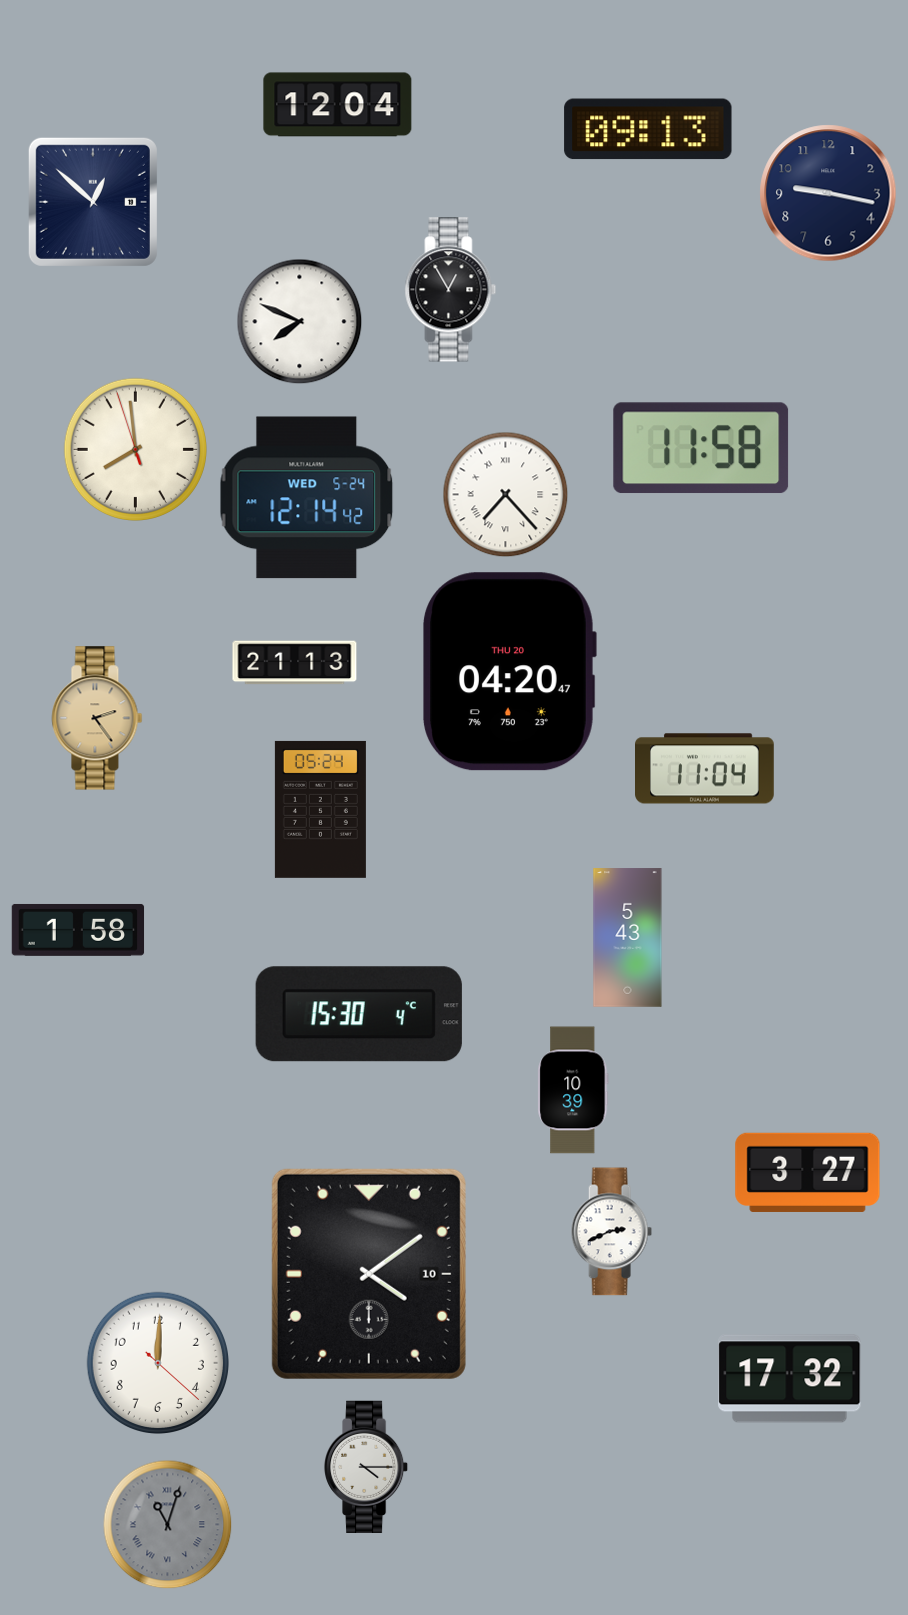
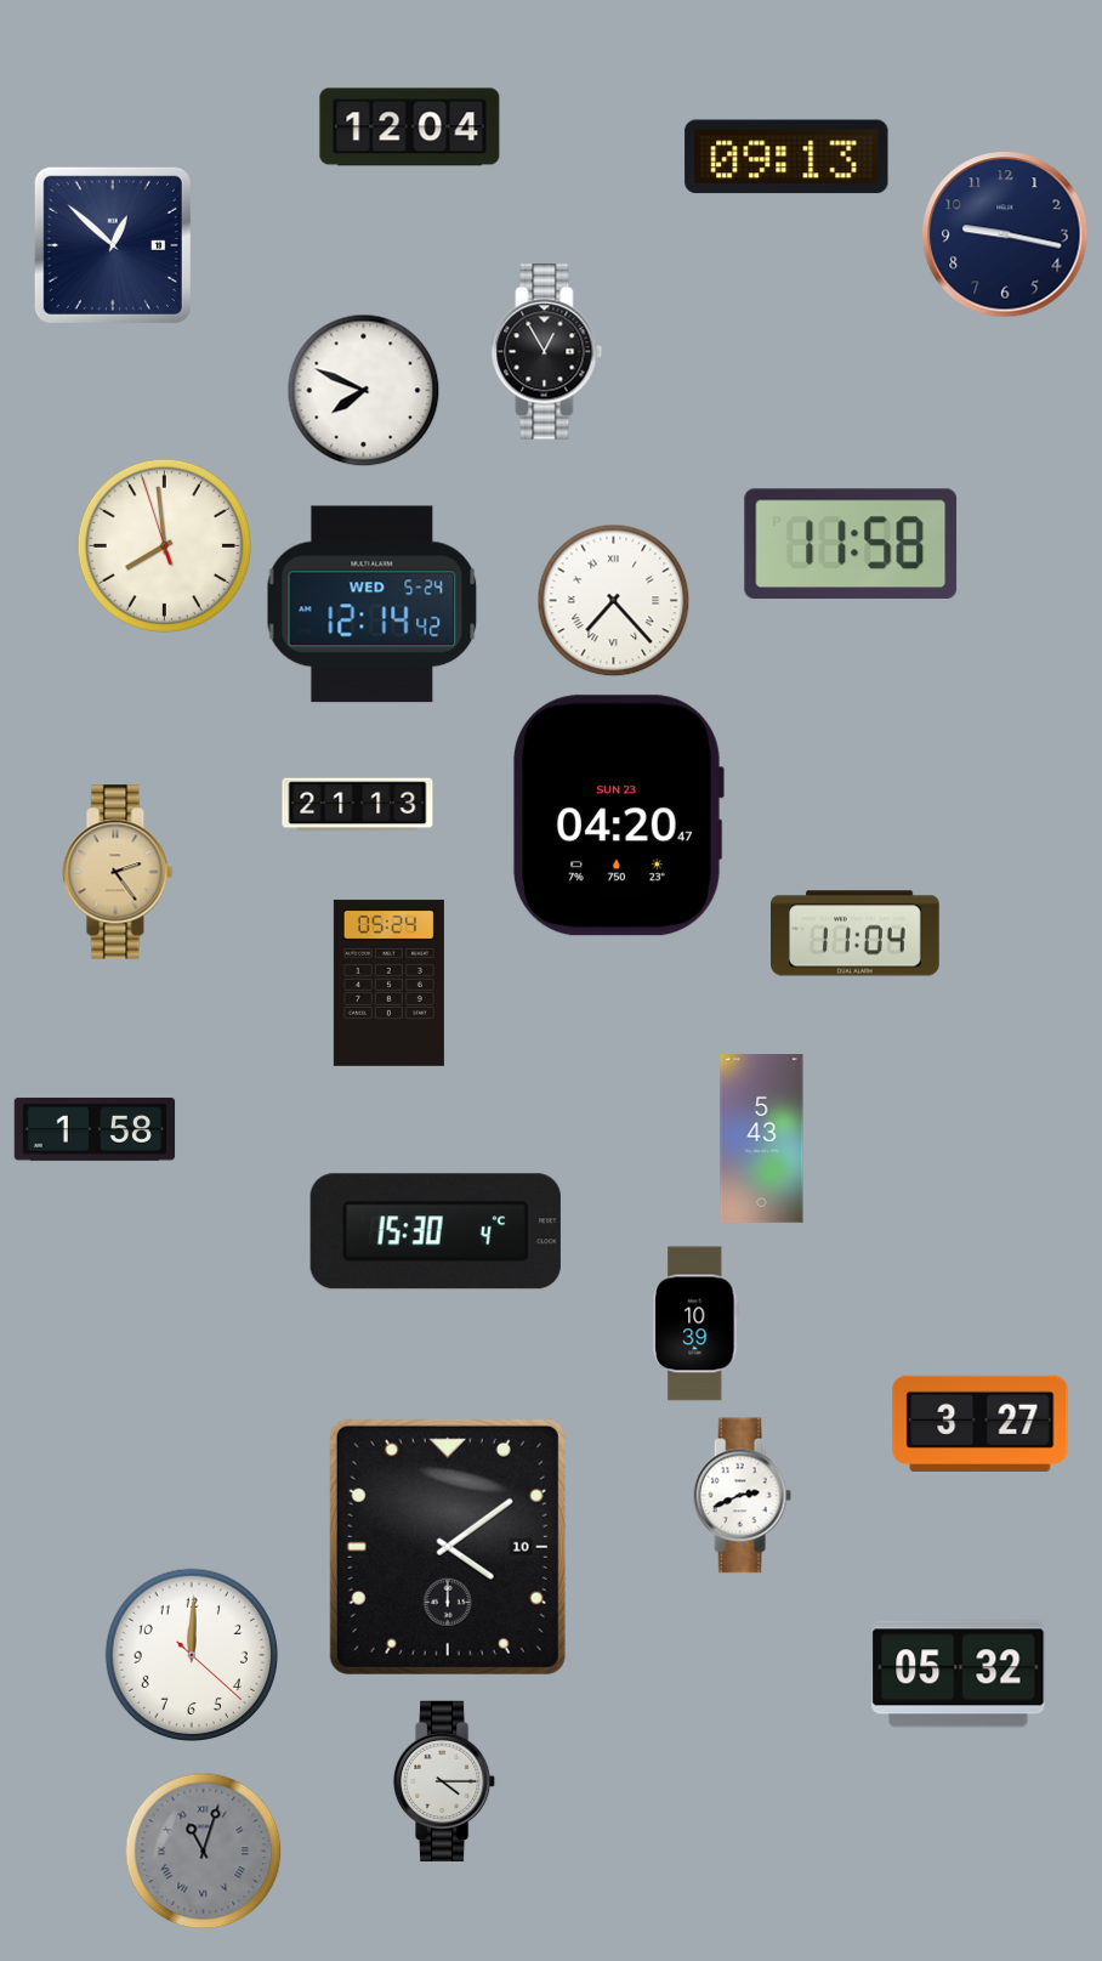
clock at (509, 672) date: THU 20 -> SUN 23
clock at (790, 1379): 17:32 -> 05:32
